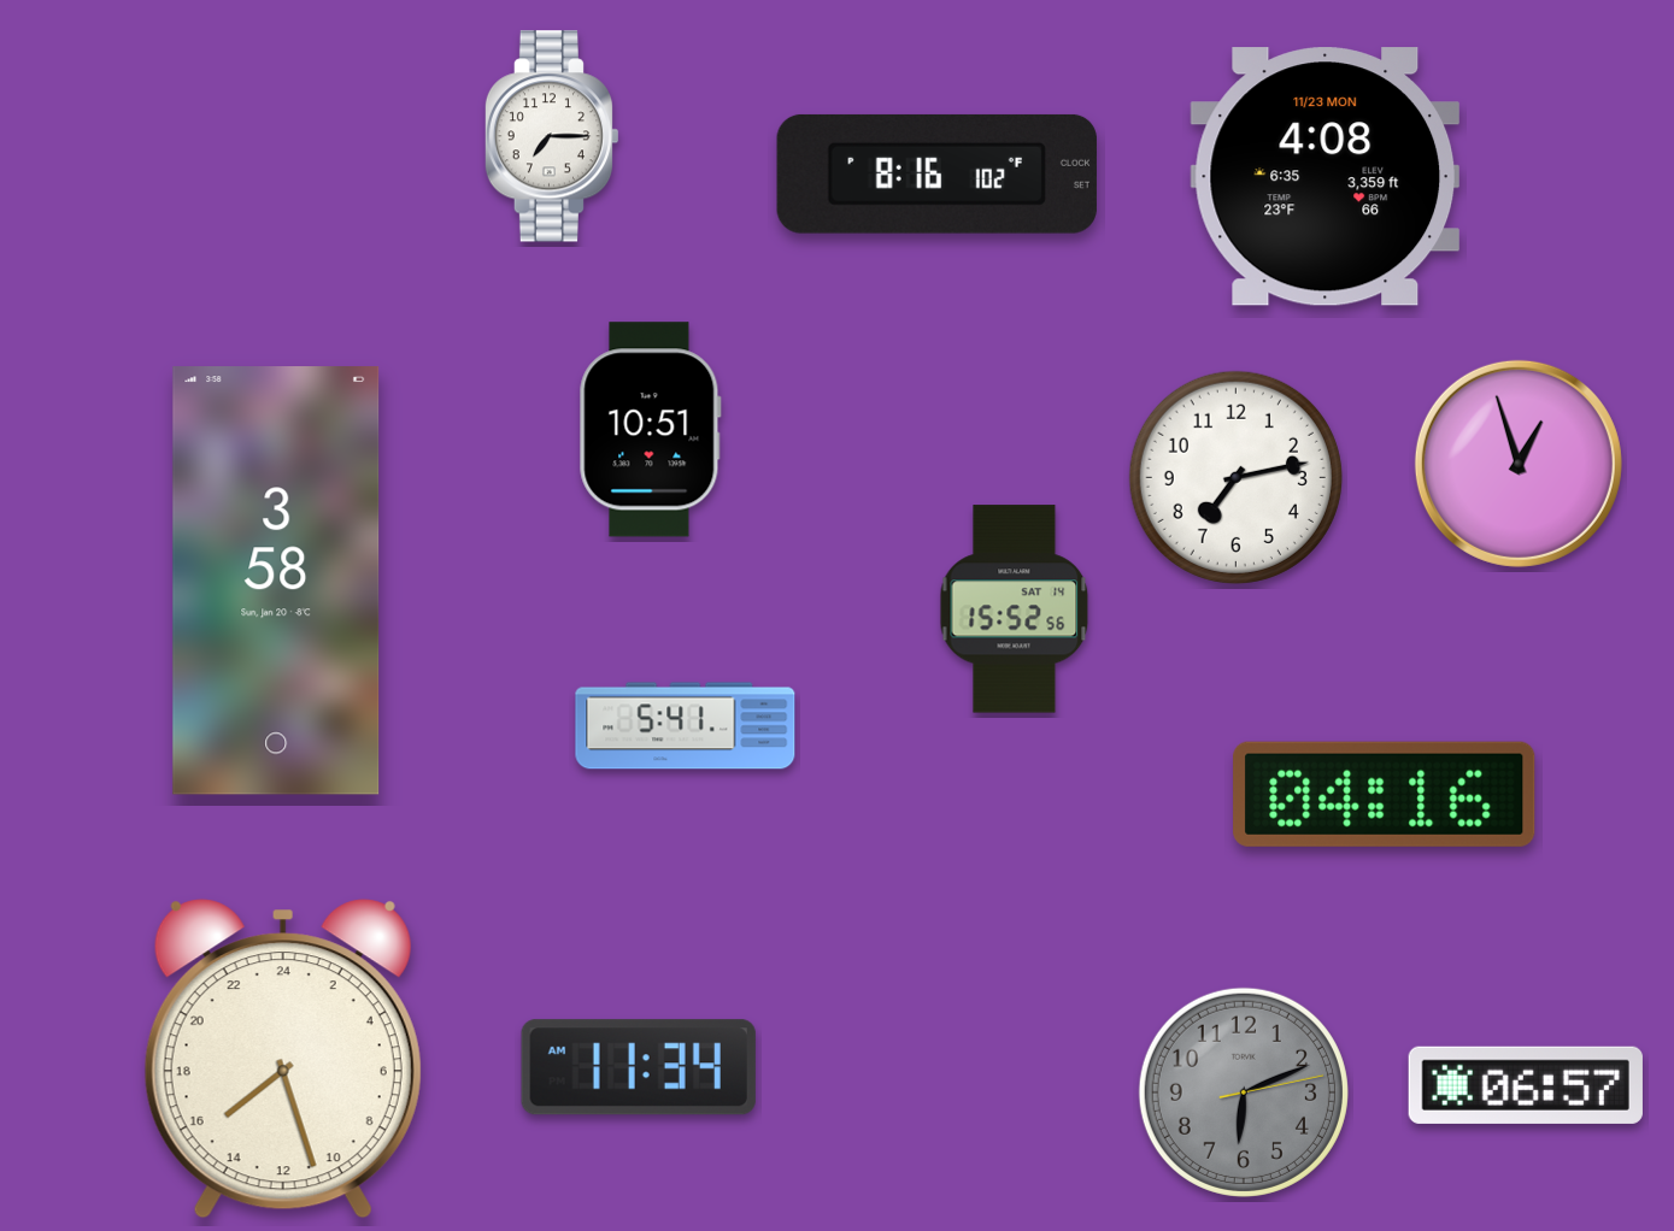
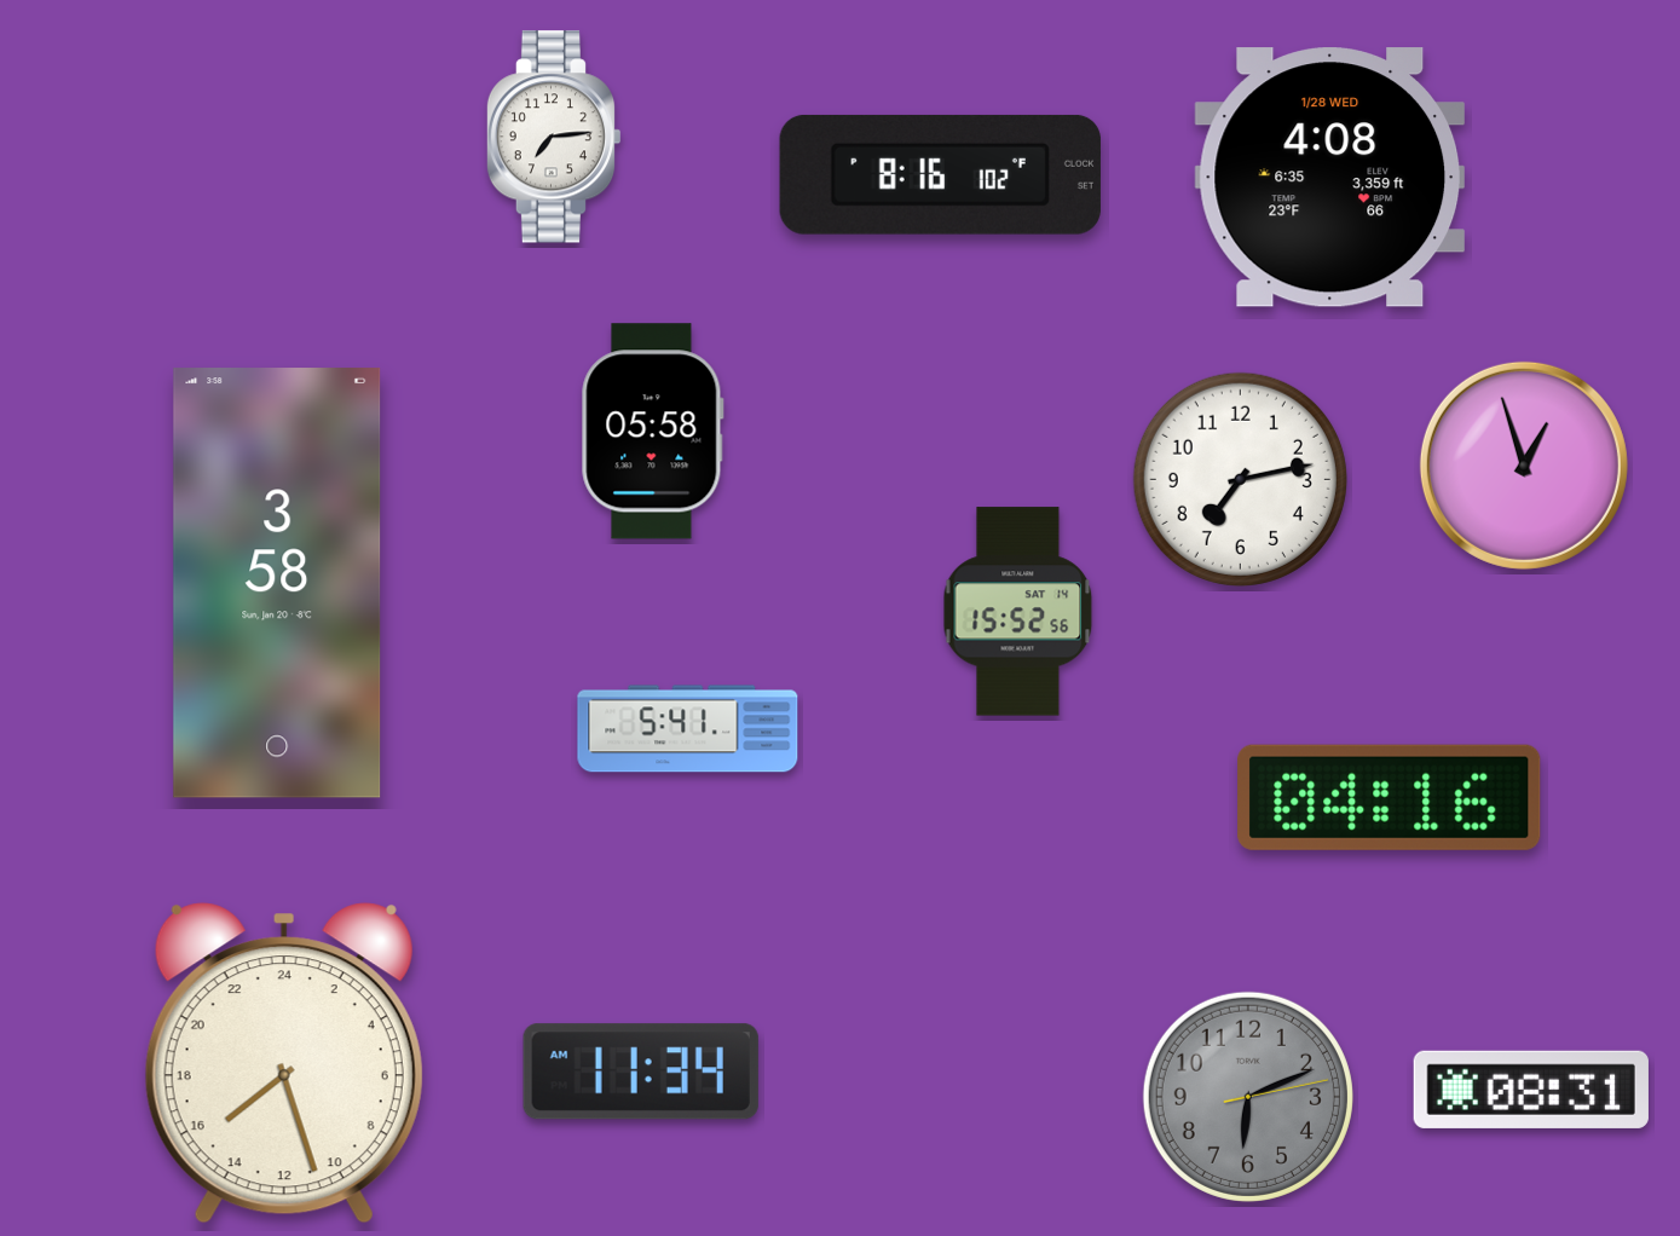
clock at (552, 136): 7:15 -> 7:14
clock at (1326, 177) date: 11/23 MON -> 1/28 WED
clock at (650, 430): 10:51 -> 05:58
clock at (1526, 1085): 06:57 -> 08:31
